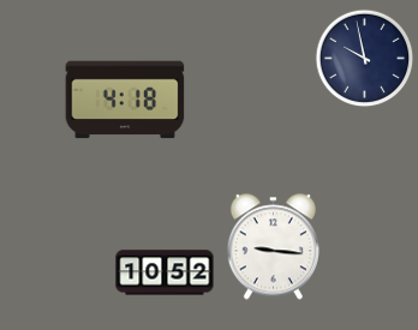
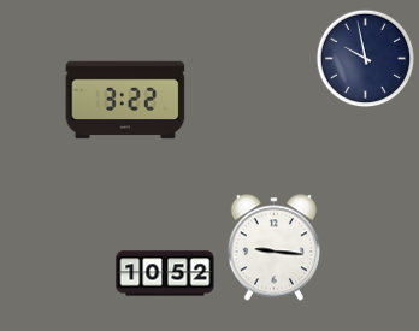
clock at (125, 100): 4:18 -> 3:22
